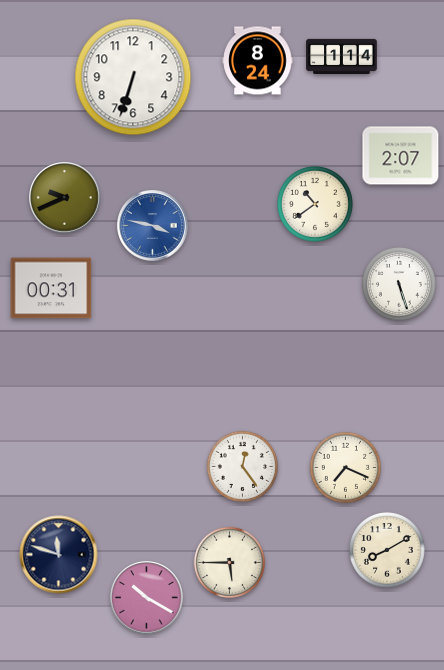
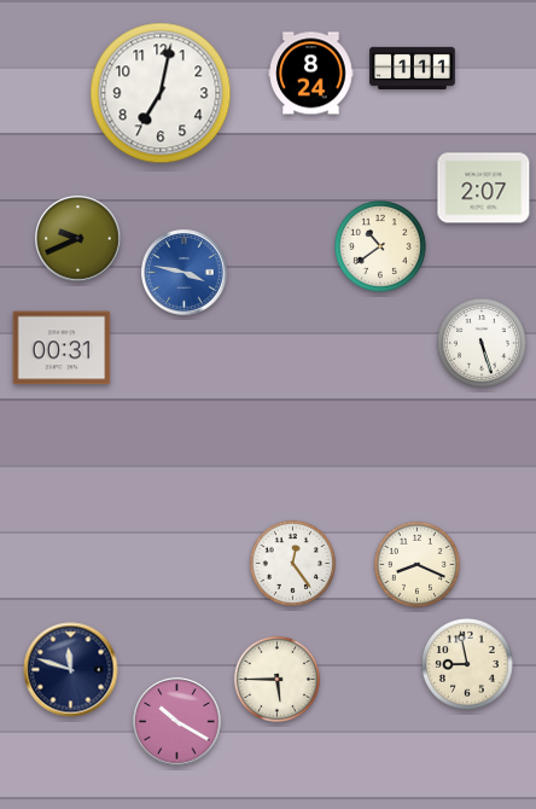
clock at (342, 56): 1:14 -> 1:11
clock at (133, 77): 6:33 -> 7:02
clock at (345, 467): 7:19 -> 8:19
clock at (388, 551): 8:10 -> 8:58
